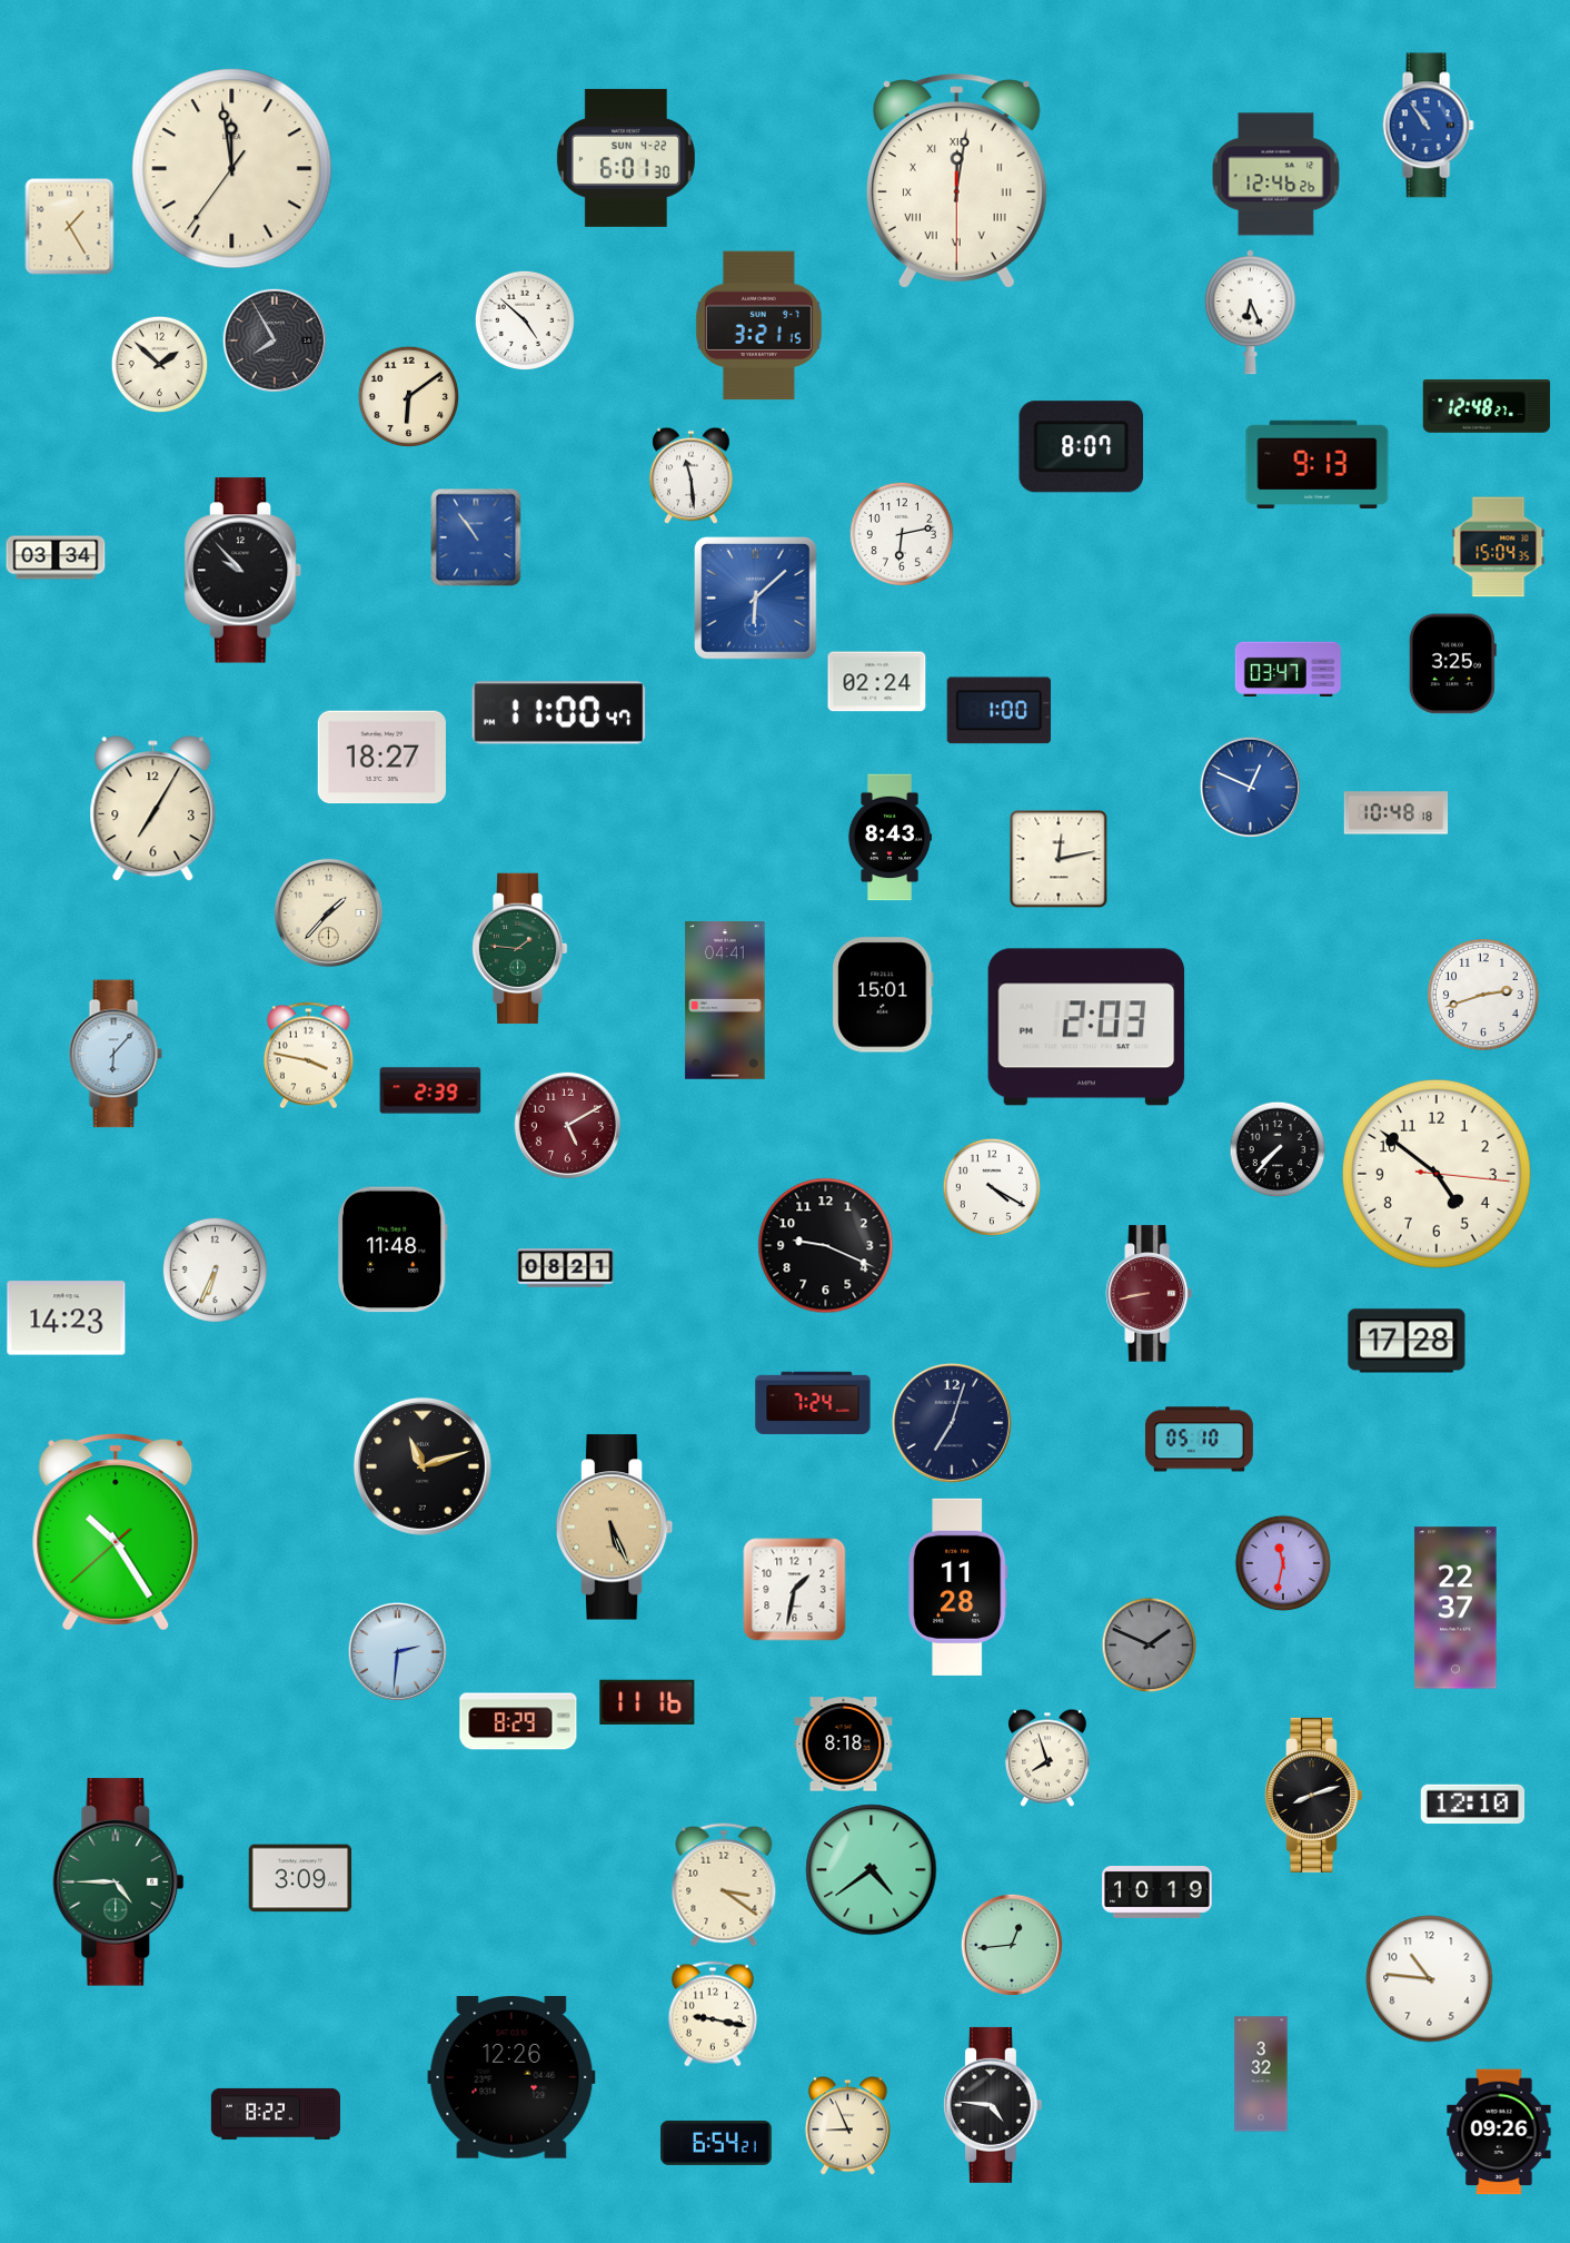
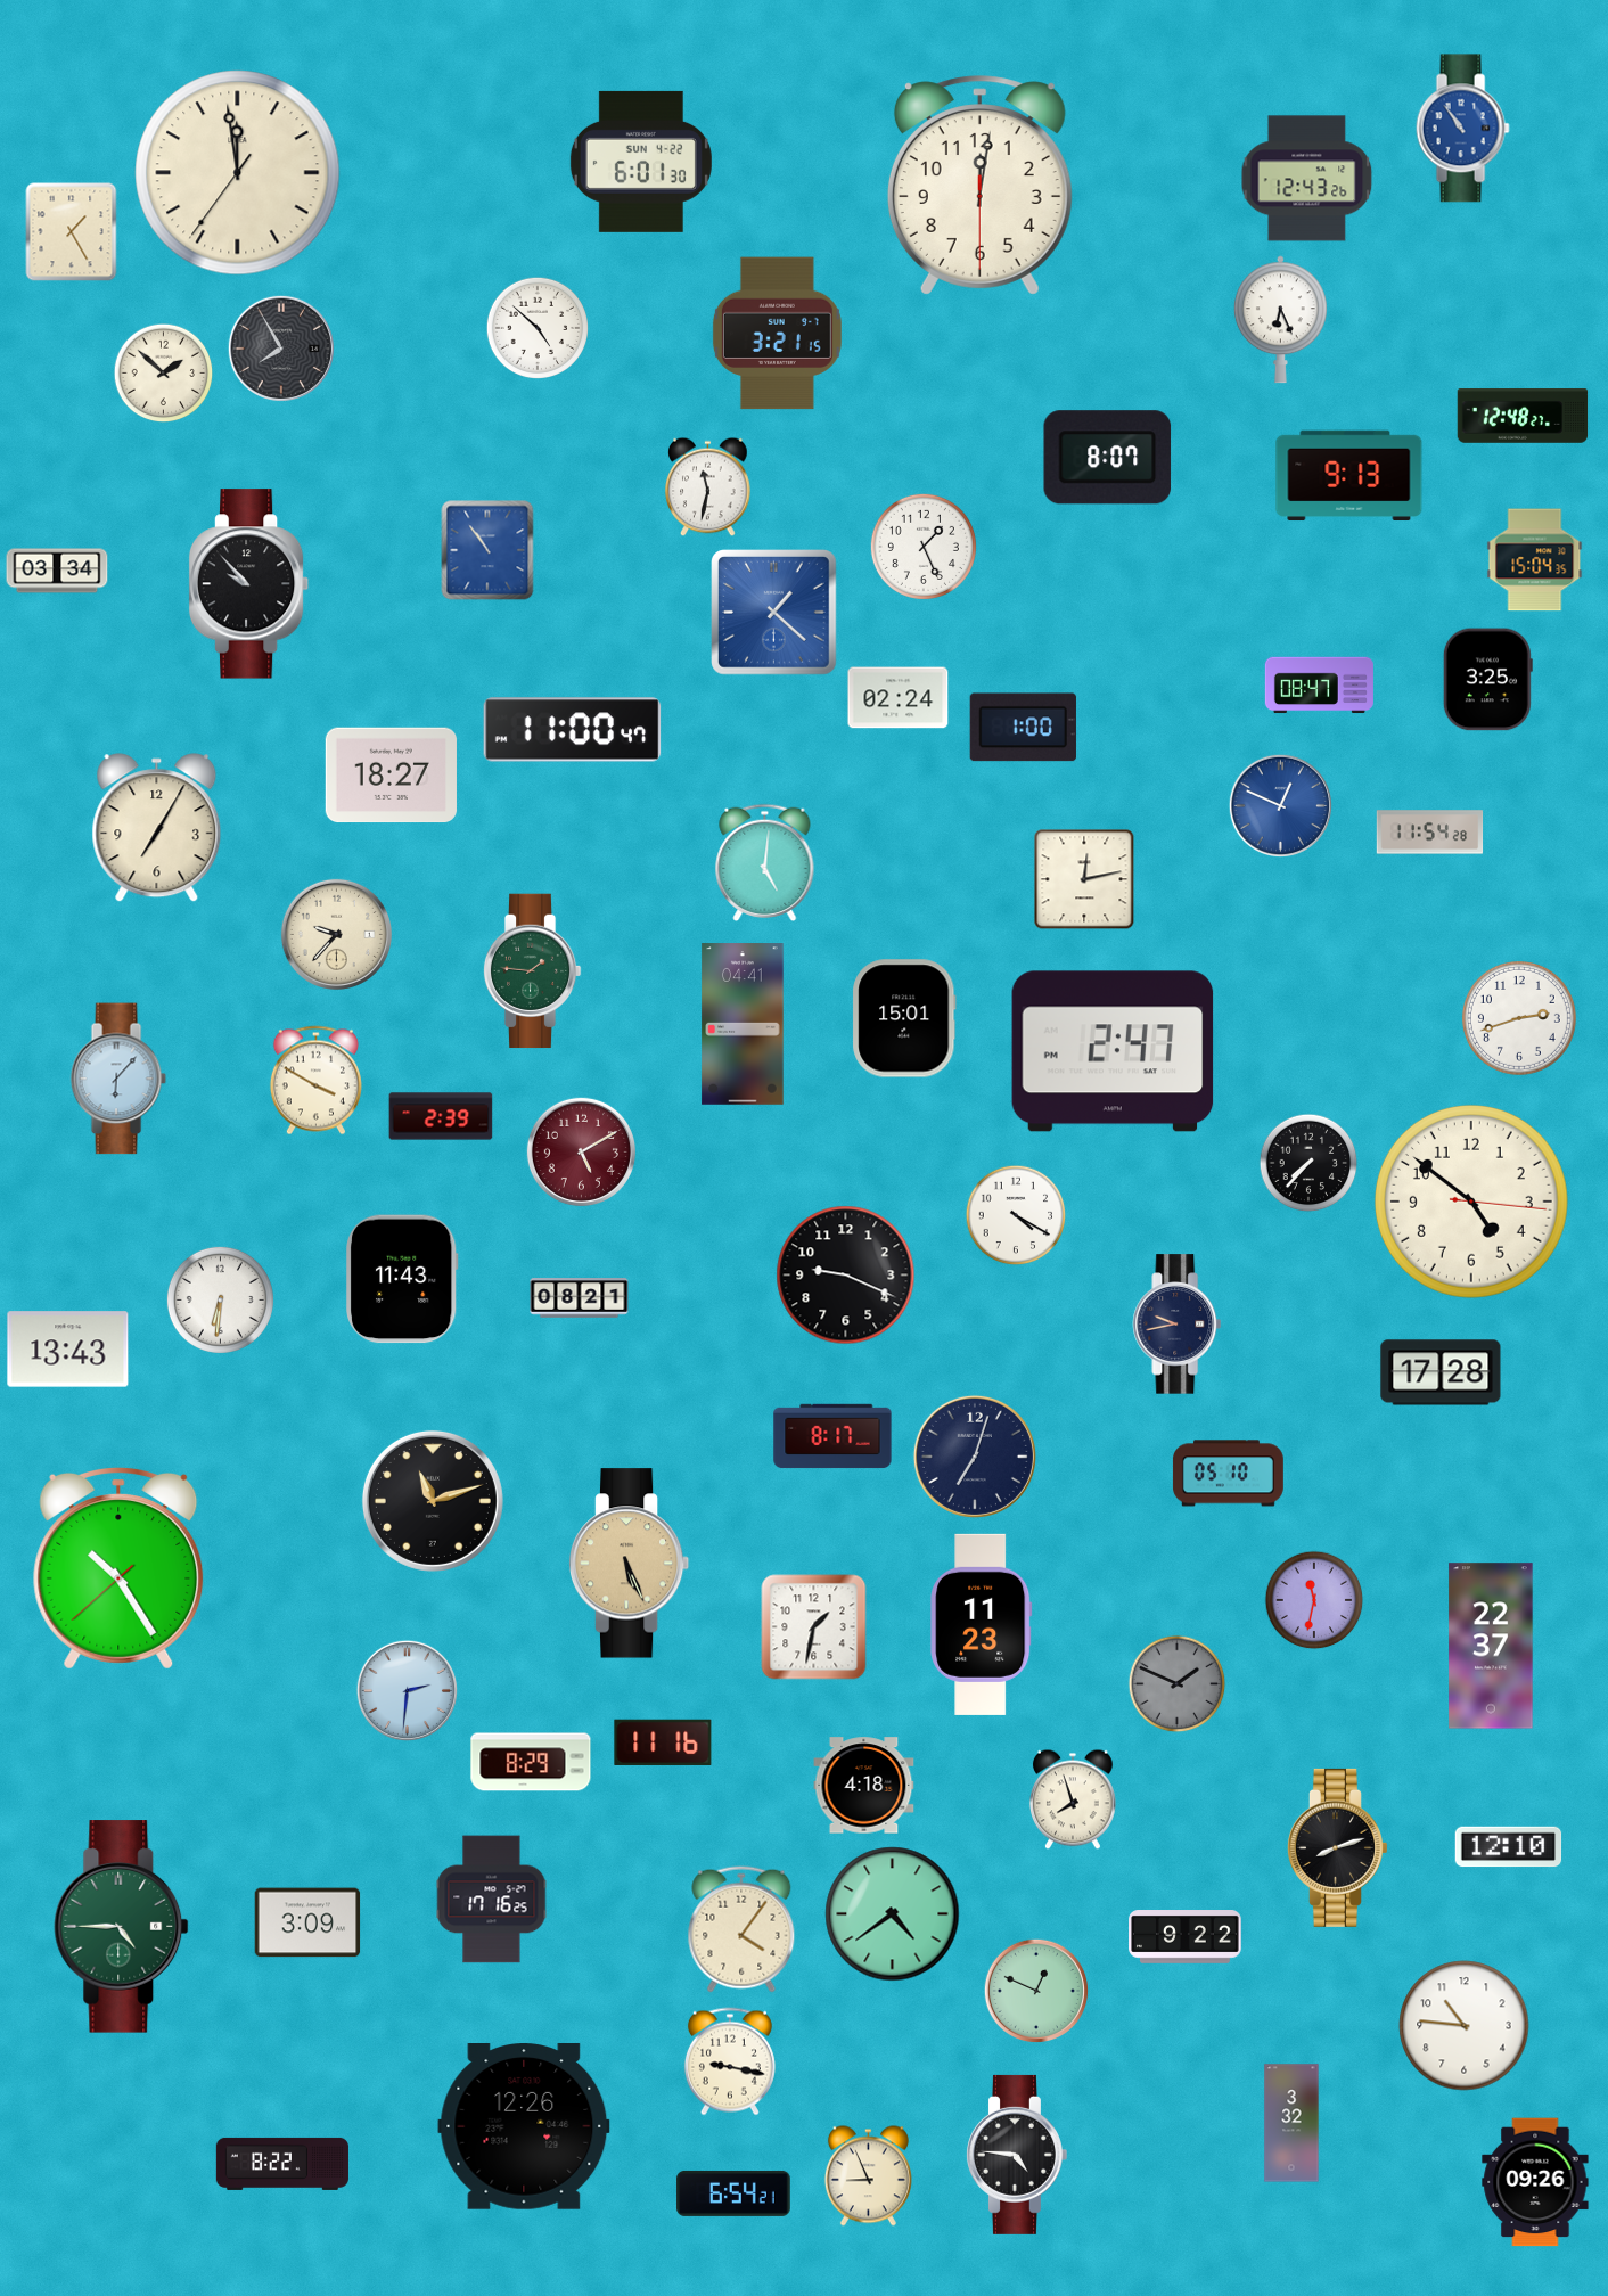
clock at (1276, 175): 12:46 -> 12:43
clock at (956, 181) numerals: Roman -> Arabic
clock at (408, 396): 6:09 -> none
clock at (692, 476): 11:29 -> 11:32
clock at (902, 534): 6:13 -> 1:26
clock at (756, 599): 6:08 -> 1:22
clock at (1288, 670): 03:47 -> 08:47
clock at (1397, 813): 10:48 -> 11:54
clock at (888, 838): 8:43 -> none
clock at (765, 862): none -> 5:01
clock at (328, 912): 1:37 -> 9:37
clock at (1086, 1027): 2:03 -> 2:47
clock at (308, 1056): 3:47 -> 3:50
clock at (1278, 1149) position: (1278, 1149) -> (1308, 1163)
clock at (392, 1249): 11:48 -> 11:43
clock at (215, 1269): 6:34 -> 6:31
clock at (1150, 1294): 8:43 -> 9:43
clock at (1150, 1294) dial: burgundy -> navy
clock at (67, 1318): 14:23 -> 13:43
clock at (813, 1403): 7:24 -> 8:17
clock at (958, 1587): 11:28 -> 11:23
clock at (844, 1745): 8:18 -> 4:18
clock at (1313, 1795) position: (1313, 1795) -> (1337, 1847)
clock at (492, 1900): none -> 17:16
clock at (724, 1885): 3:21 -> 4:06
clock at (1157, 1893): 10:19 -> 9:22
clock at (1011, 1944): 12:44 -> 12:49
